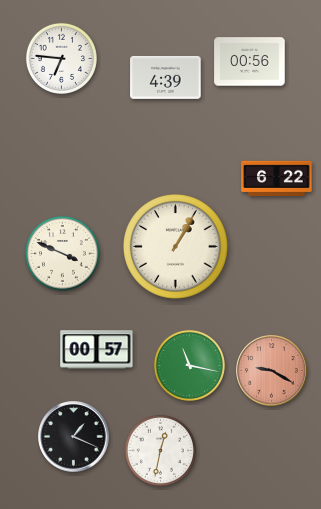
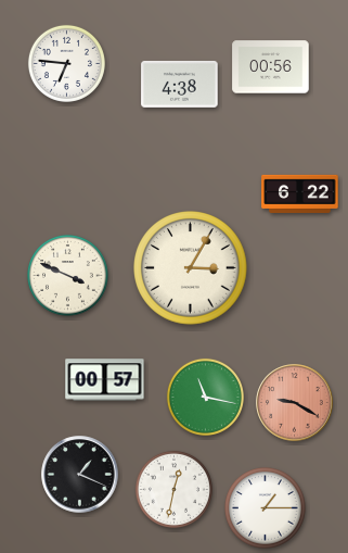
clock at (166, 77): 4:39 -> 4:38
clock at (176, 247): 1:05 -> 3:05
clock at (266, 508): none -> 1:15
